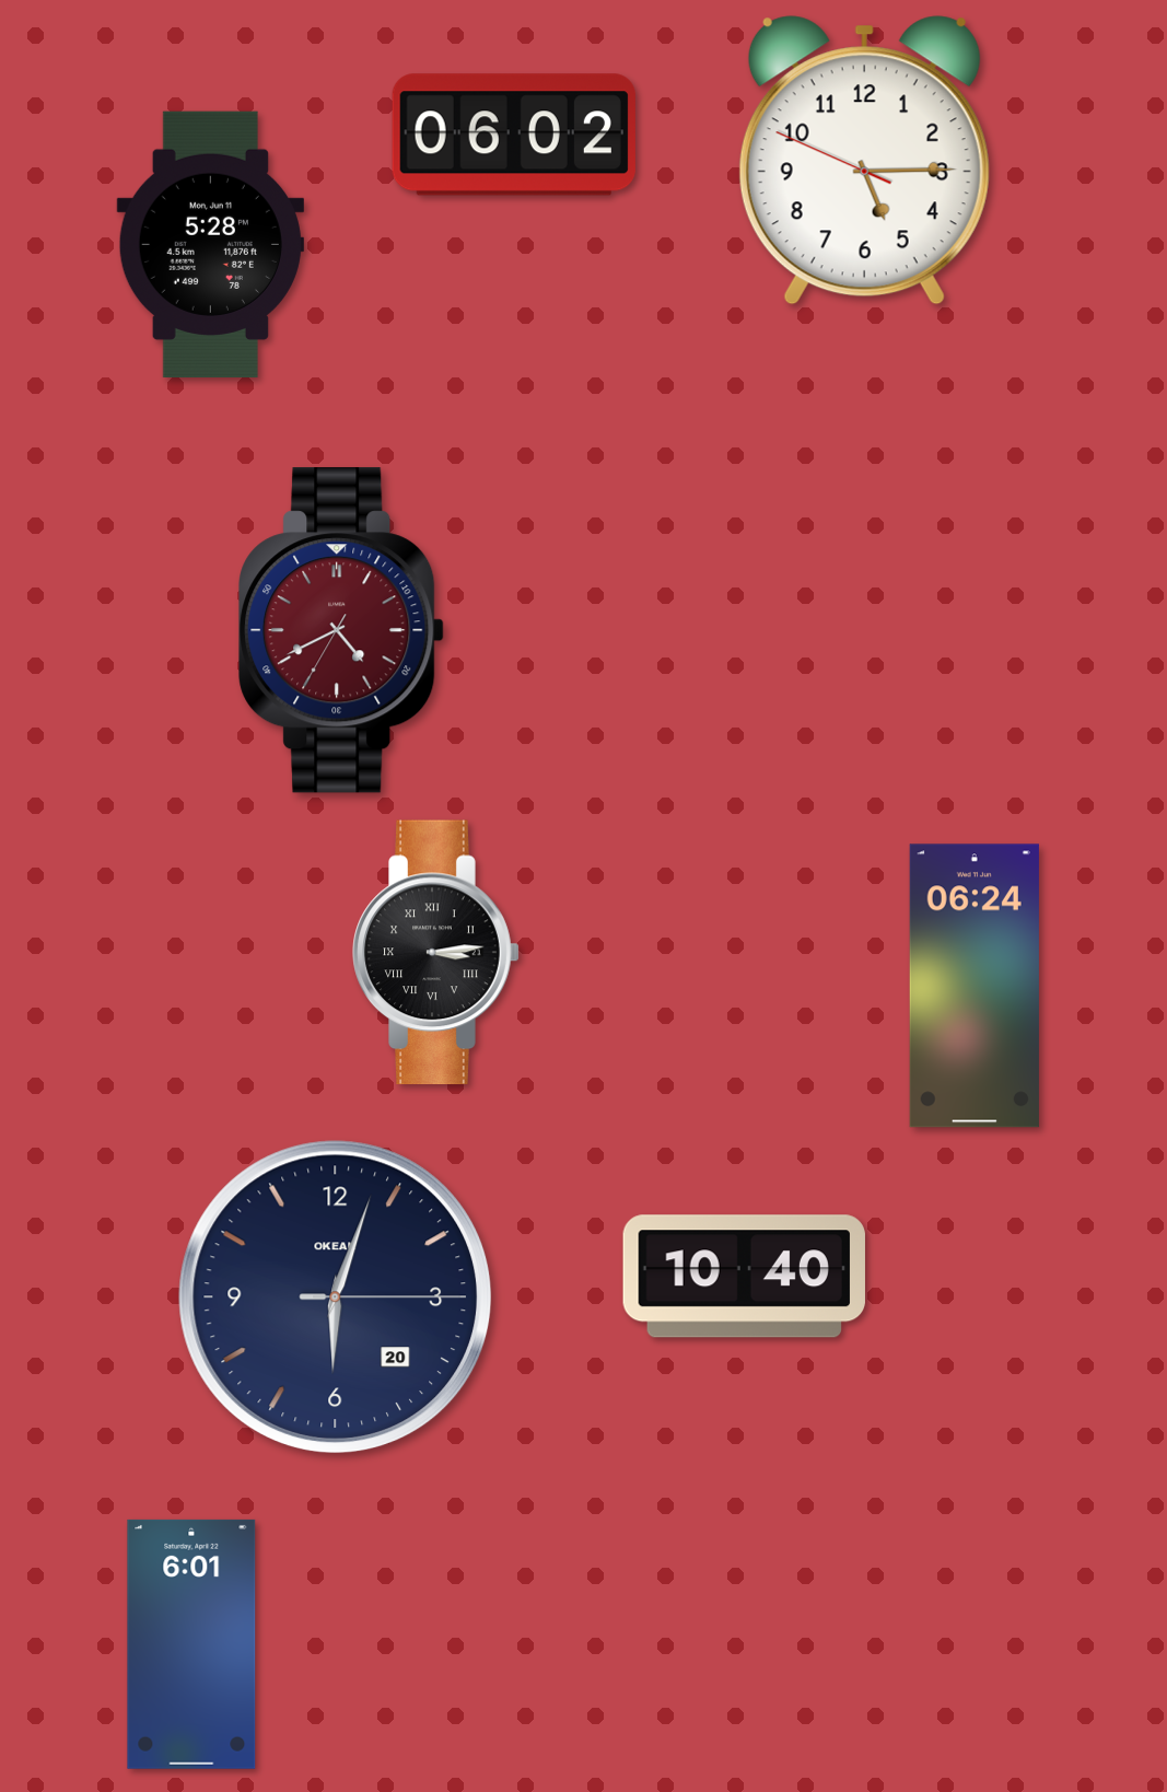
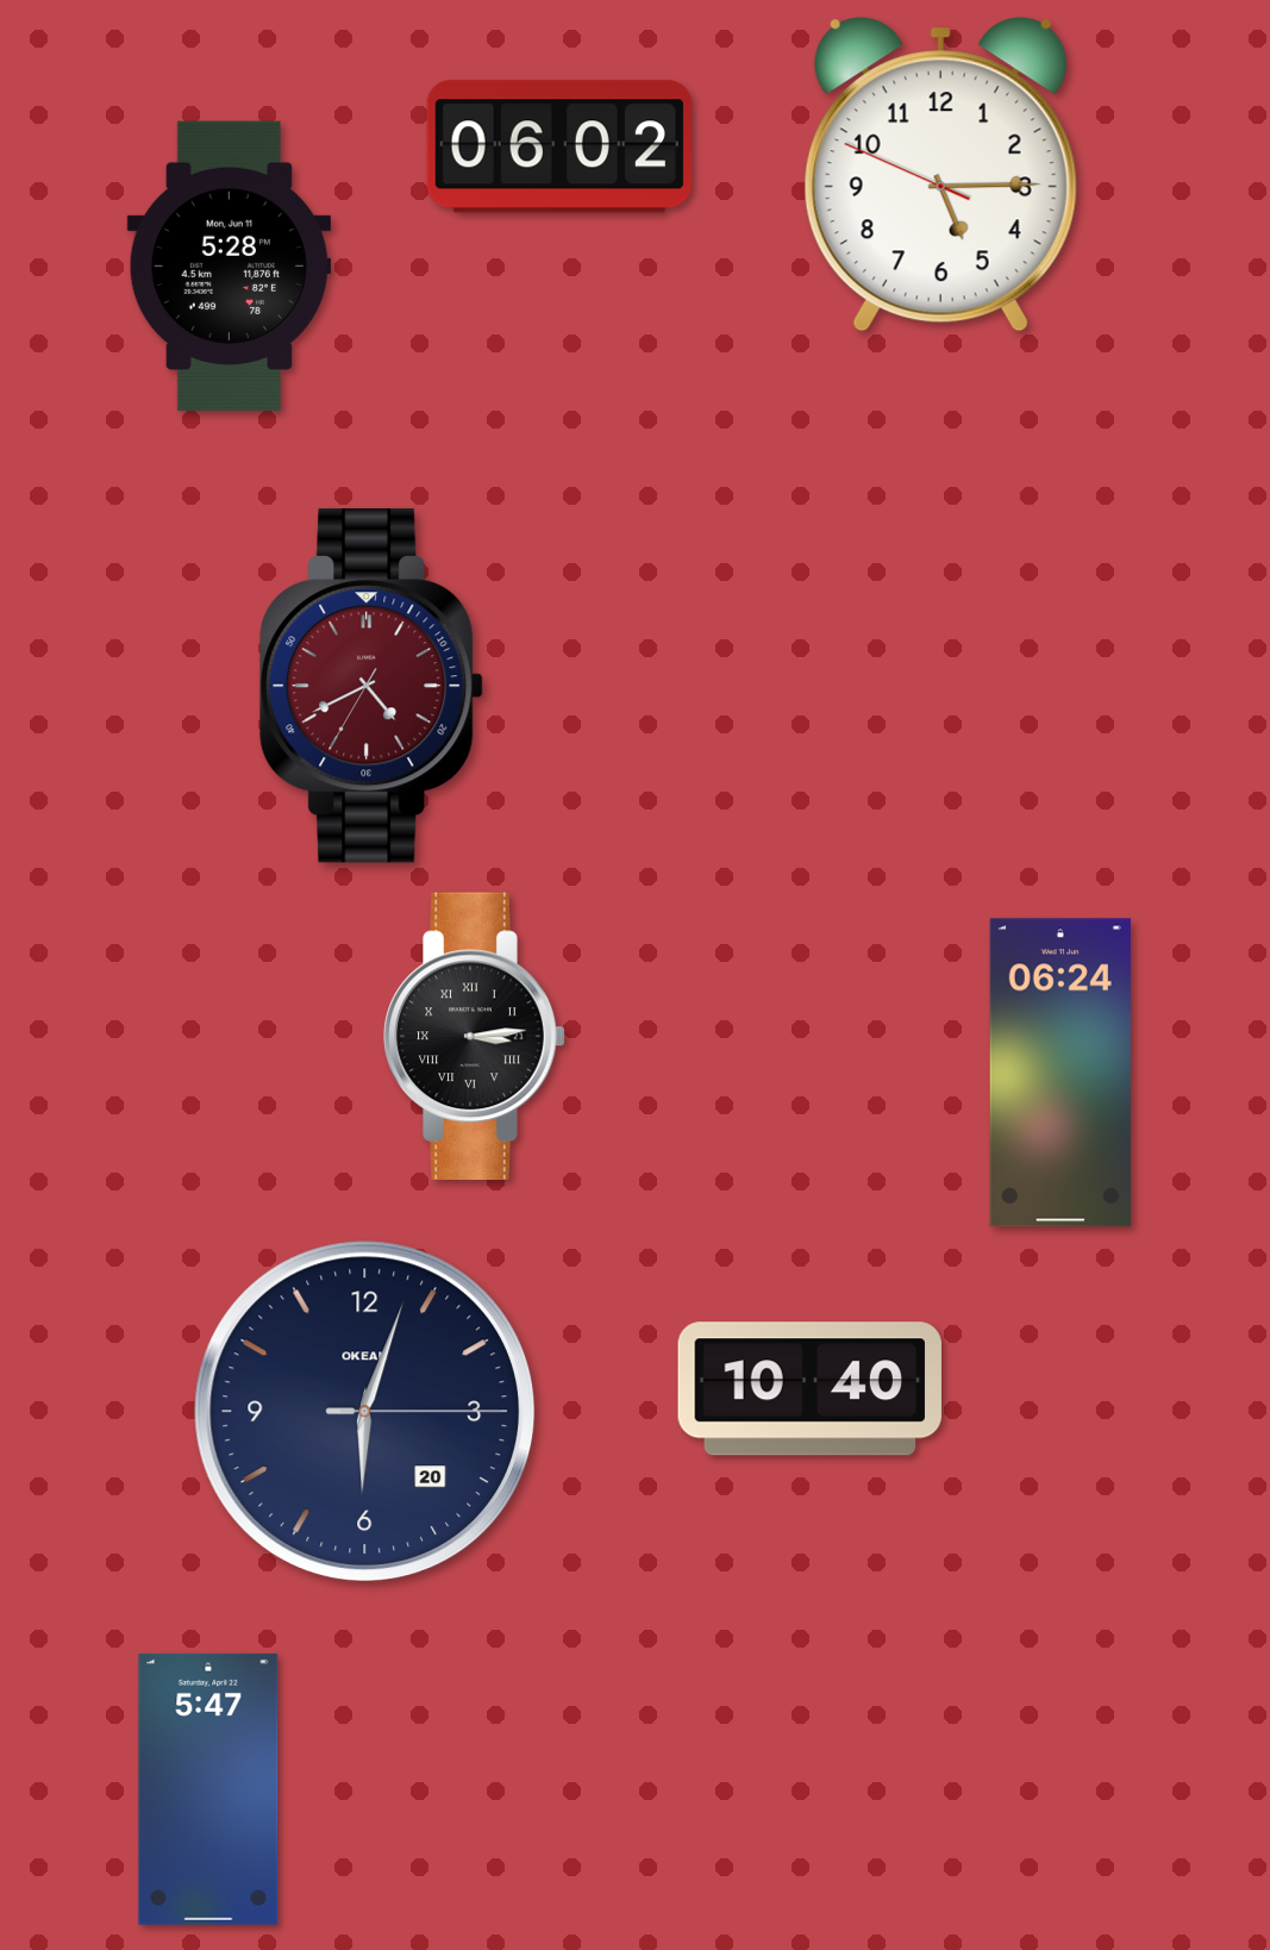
clock at (191, 1644): 6:01 -> 5:47
